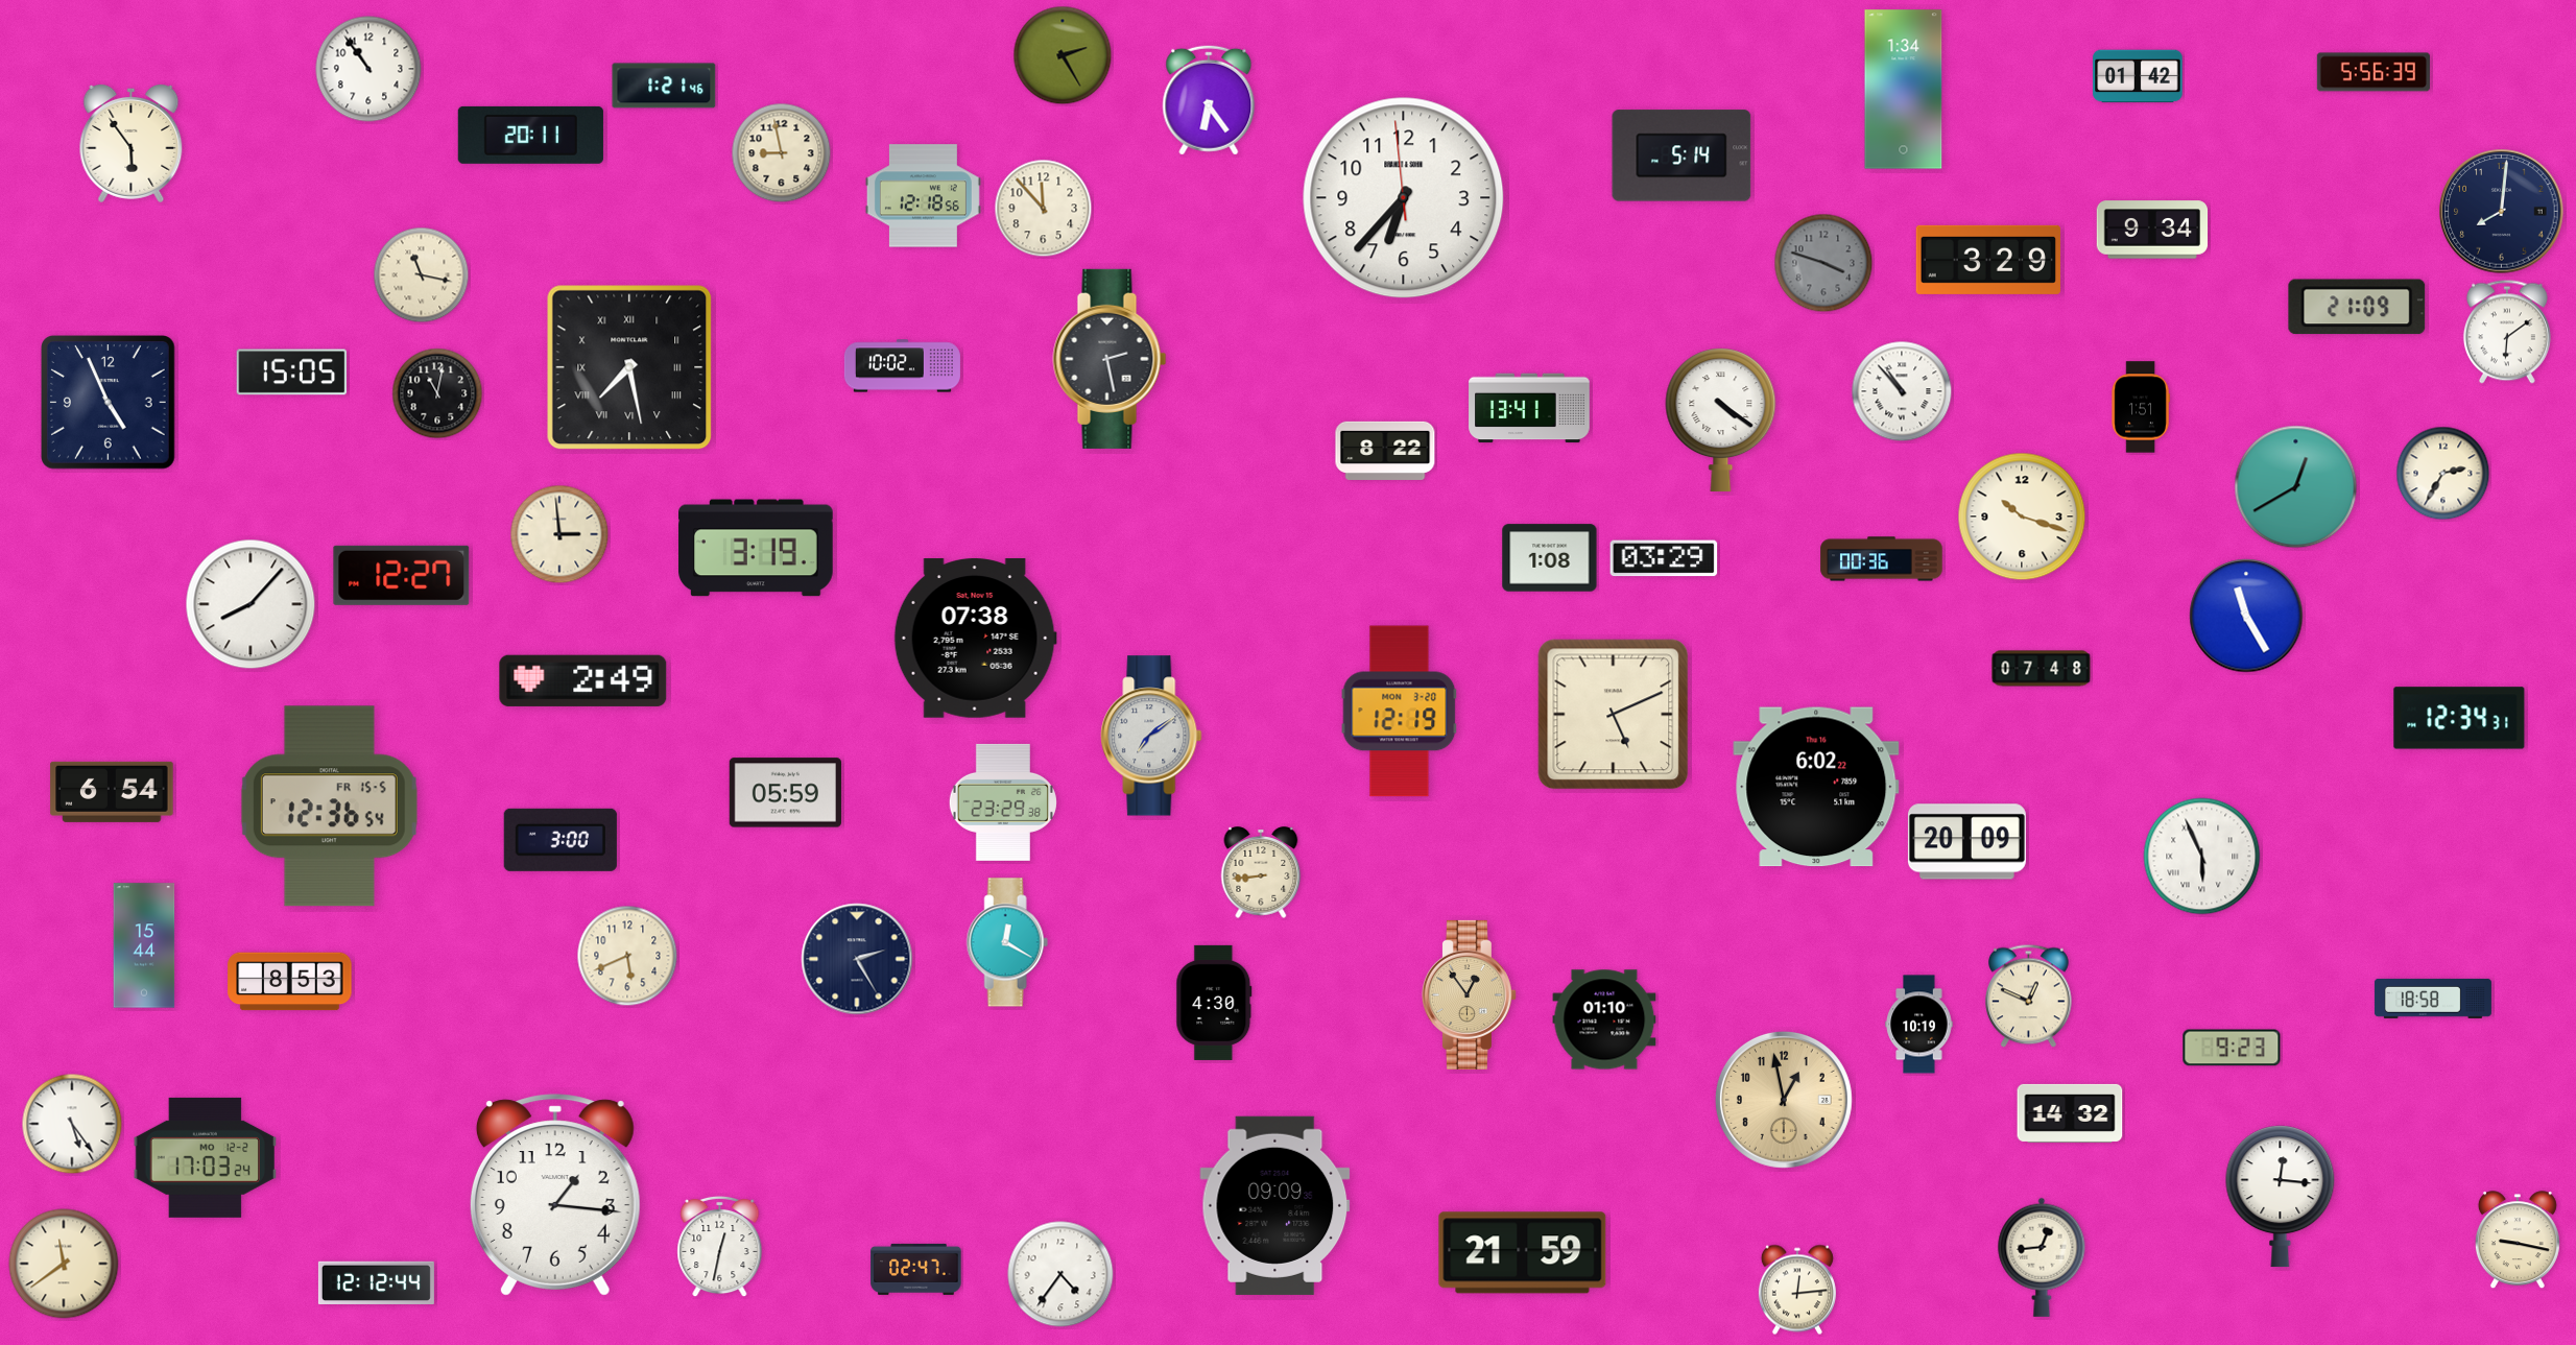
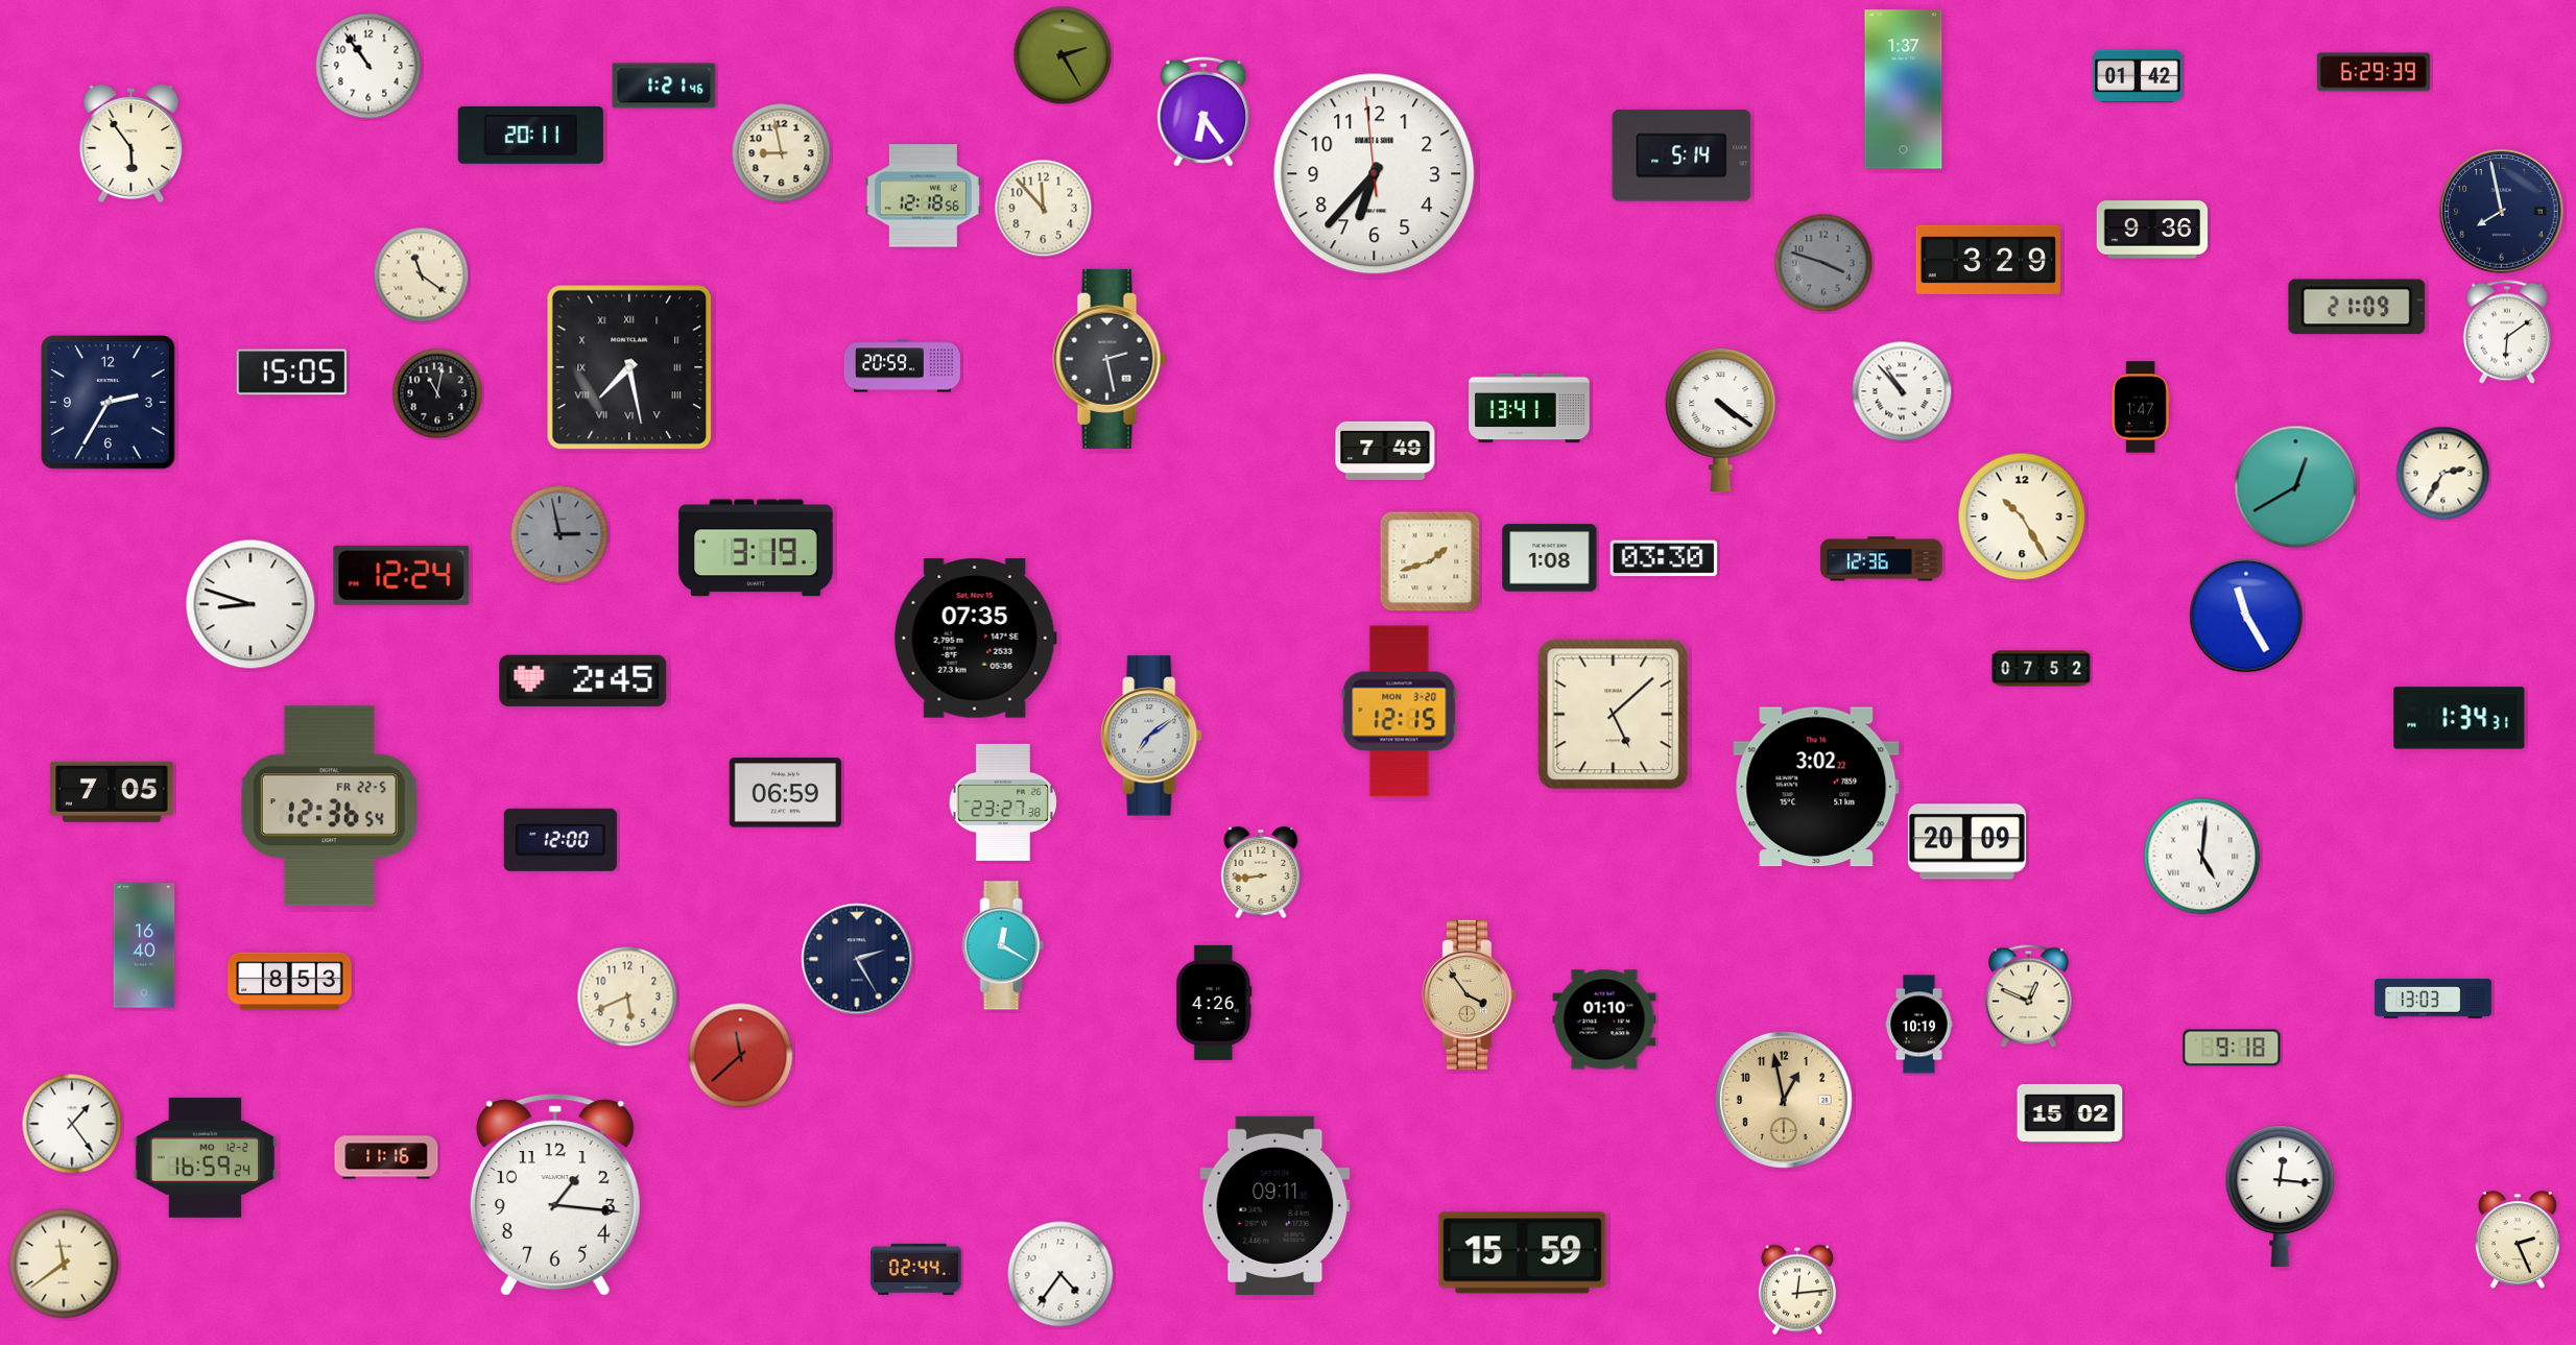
clock at (368, 69) position: (368, 69) -> (368, 66)
clock at (2374, 72): 5:56 -> 6:29
clock at (1904, 90): 1:34 -> 1:37
clock at (1209, 100) position: (1209, 100) -> (1203, 112)
clock at (1404, 198) position: (1404, 198) -> (1375, 174)
clock at (2502, 212): 8:01 -> 7:58
clock at (2152, 230): 9:34 -> 9:36
clock at (422, 275): 11:17 -> 11:21
clock at (902, 366): 10:02 -> 20:59
clock at (109, 403): 4:56 -> 2:35
clock at (2141, 407): 1:51 -> 1:47
clock at (1385, 451): 8:22 -> 7:49
clock at (2022, 517): 10:18 -> 10:25
clock at (559, 534): 2:59 -> 2:58
clock at (559, 534) dial: cream -> grey
clock at (1664, 558): 03:29 -> 03:30
clock at (1882, 559): 00:36 -> 12:36
clock at (1430, 561): none -> 1:42
clock at (402, 575): 12:27 -> 12:24
clock at (251, 604): 8:07 -> 8:48
clock at (975, 639): 07:38 -> 07:35
clock at (2042, 669): 07:48 -> 07:52
clock at (583, 680): 2:49 -> 2:45
clock at (1400, 712): 12:19 -> 12:15
clock at (1614, 715): 5:11 -> 5:08
clock at (2459, 718): 12:34 -> 1:34
clock at (1816, 787): 6:02 -> 3:02
clock at (112, 792): 6:54 -> 7:05
clock at (785, 793): 05:59 -> 06:59
clock at (1003, 802): 23:29 -> 23:27
clock at (329, 807) date: FR 15-5 -> FR 22-5
clock at (560, 840): 3:00 -> 12:00
clock at (2202, 857): 5:56 -> 5:01
clock at (1007, 942) position: (1007, 942) -> (1003, 945)
clock at (144, 945): 15:44 -> 16:40
clock at (627, 956) position: (627, 956) -> (627, 996)
clock at (1469, 994): 12:54 -> 3:54
clock at (2433, 999): 18:58 -> 13:03
clock at (1214, 1003): 4:30 -> 4:26
clock at (2232, 1048): 9:23 -> 9:18
clock at (741, 1056): none -> 11:38
clock at (2070, 1113): 14:32 -> 15:02
clock at (72, 1124): 5:24 -> 1:24
clock at (205, 1157): 17:03 -> 16:59
clock at (386, 1157): none -> 11:16
clock at (1275, 1205): 09:09 -> 09:11
clock at (2518, 1241): 9:17 -> 2:26
clock at (720, 1247): 12:32 -> none
clock at (1523, 1253): 21:59 -> 15:59
clock at (2042, 1257): 12:44 -> none
clock at (916, 1269): 02:47 -> 02:44
clock at (376, 1282): 12:12 -> none
